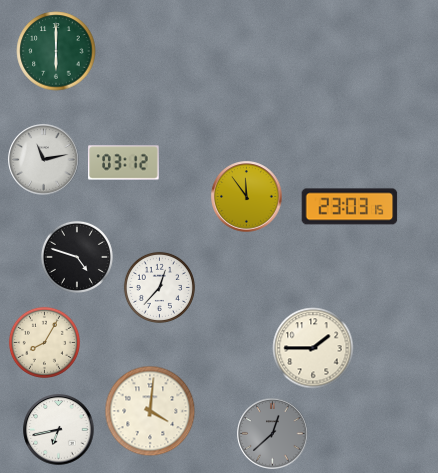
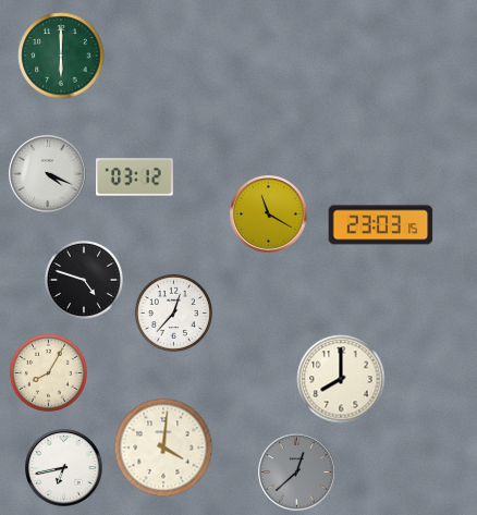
clock at (44, 160): 11:13 -> 4:19
clock at (247, 197): 11:54 -> 11:20
clock at (313, 348): 1:45 -> 8:00
